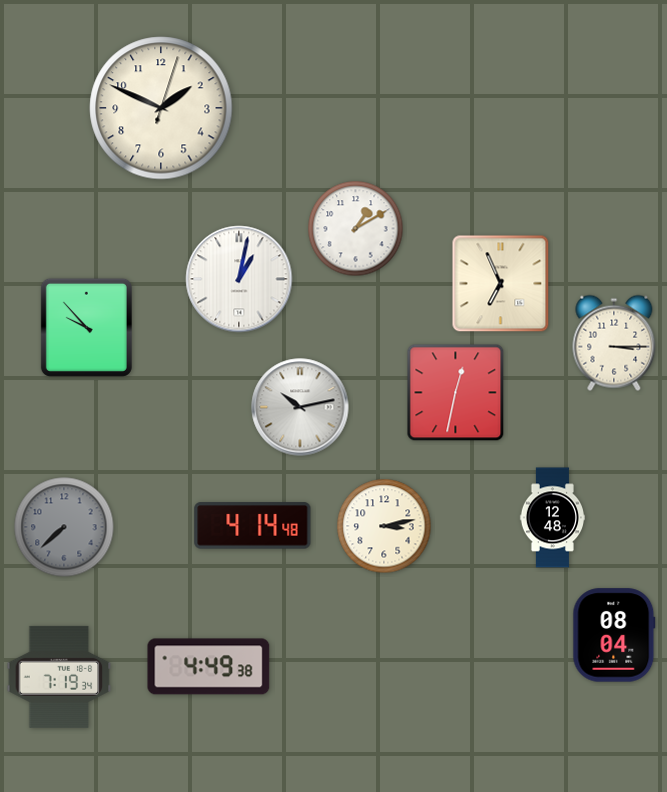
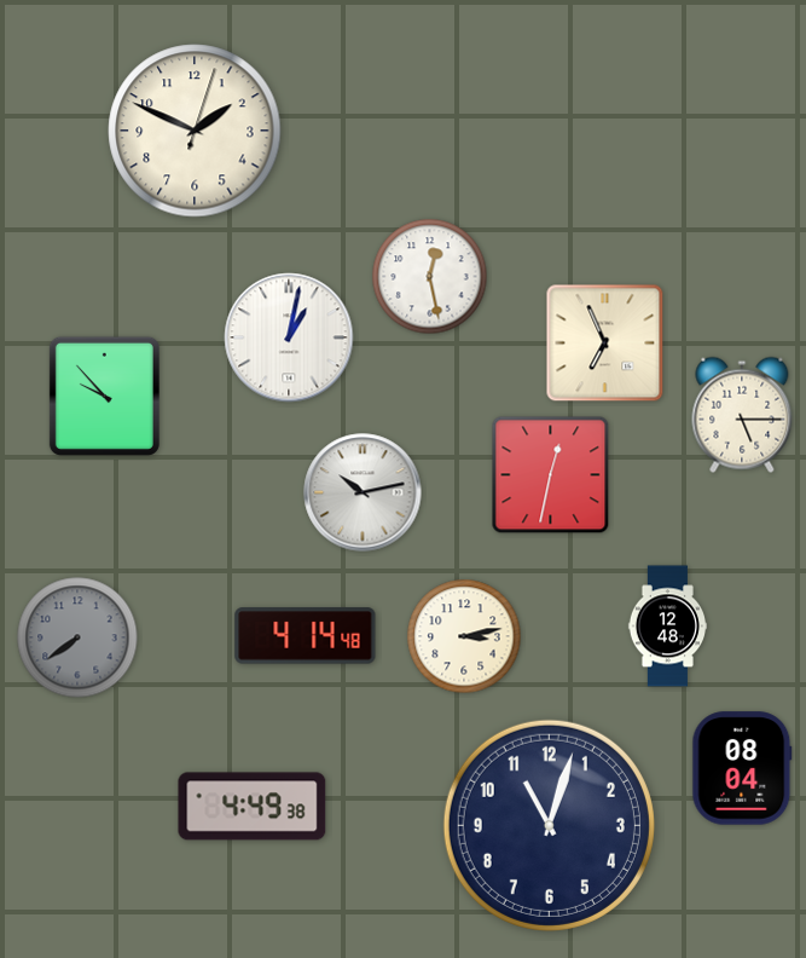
clock at (356, 229): 1:10 -> 12:28
clock at (614, 343): 3:15 -> 5:15
clock at (64, 527): 7:38 -> 7:39
clock at (59, 677): 7:19 -> none
clock at (549, 825): none -> 11:03
